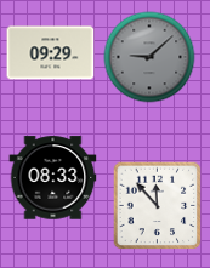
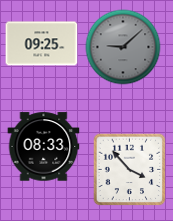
clock at (51, 53): 09:29 -> 09:25
clock at (158, 206): 11:53 -> 3:53
